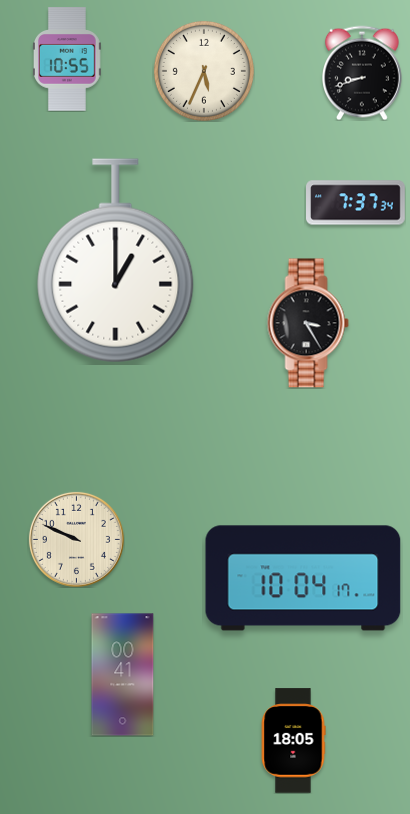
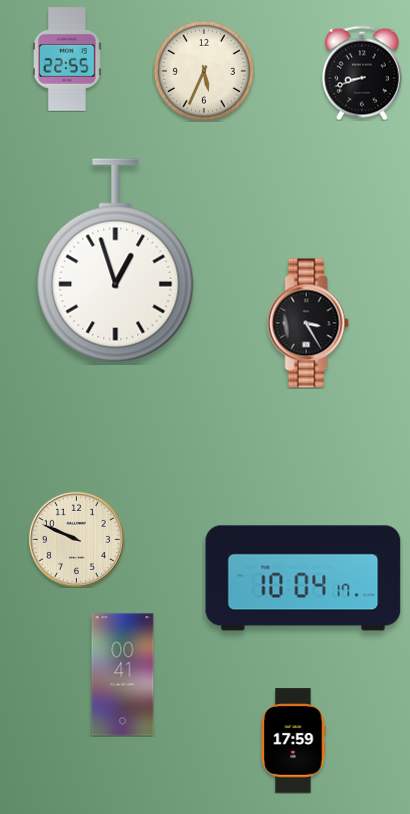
clock at (68, 59): 10:55 -> 22:55
clock at (356, 203): 7:37 -> none
clock at (116, 261): 1:00 -> 12:57
clock at (293, 741): 18:05 -> 17:59
